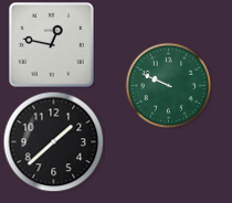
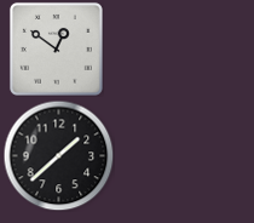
clock at (51, 44): 12:47 -> 12:51
clock at (168, 85): 9:49 -> none
